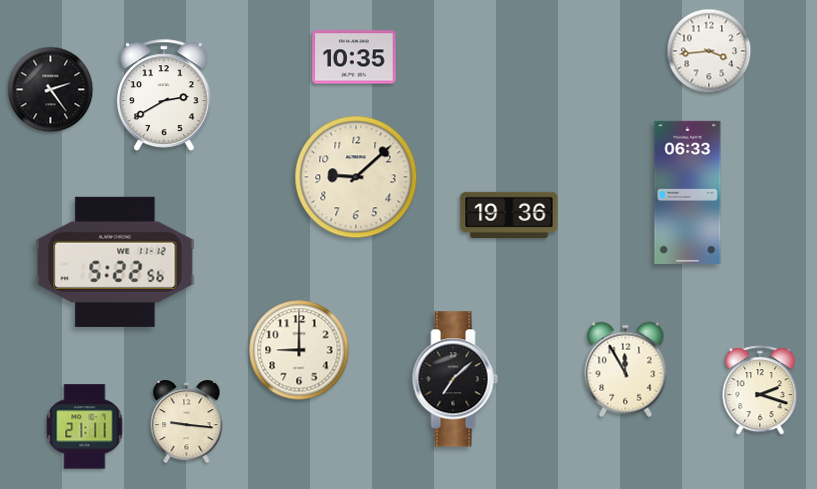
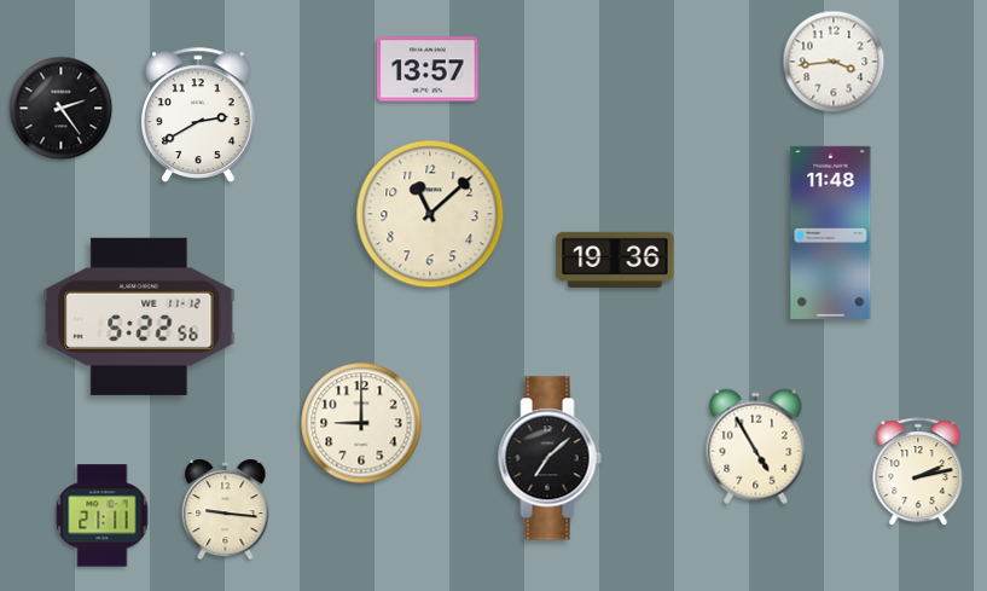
clock at (709, 51) position: (709, 51) -> (834, 62)
clock at (354, 57): 10:35 -> 13:57
clock at (356, 177): 9:08 -> 11:08
clock at (688, 192): 06:33 -> 11:48
clock at (626, 370): 11:55 -> 4:55
clock at (760, 391): 2:18 -> 2:13
